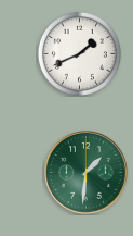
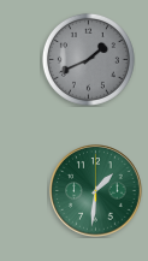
clock at (79, 53) dial: white -> grey
